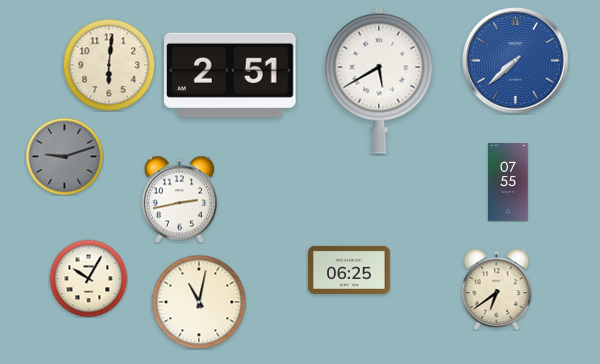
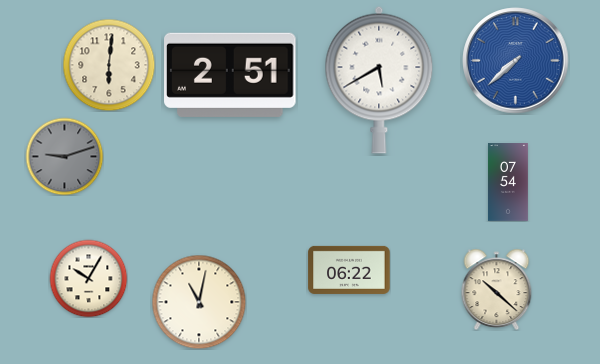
clock at (509, 182): 07:55 -> 07:54
clock at (179, 199): 2:43 -> none
clock at (349, 270): 06:25 -> 06:22
clock at (497, 289): 6:39 -> 10:22
